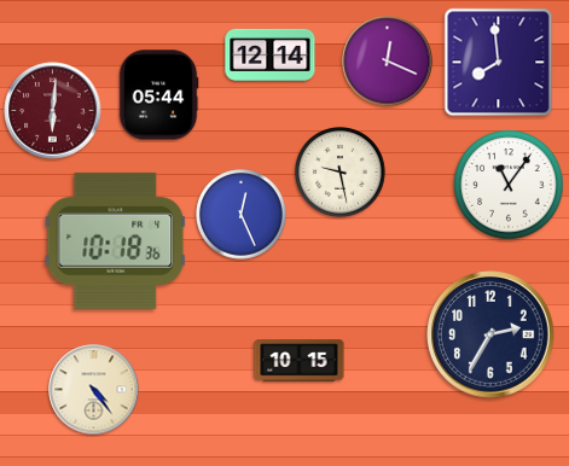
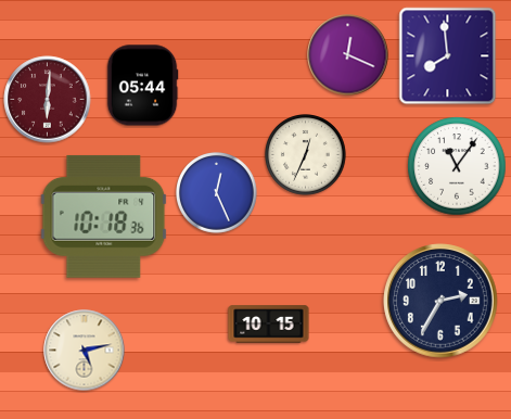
clock at (271, 54): 12:14 -> none
clock at (341, 173): 9:28 -> 12:34
clock at (94, 390): 4:24 -> 5:13
